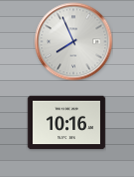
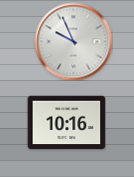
clock at (73, 41): 7:56 -> 9:56
